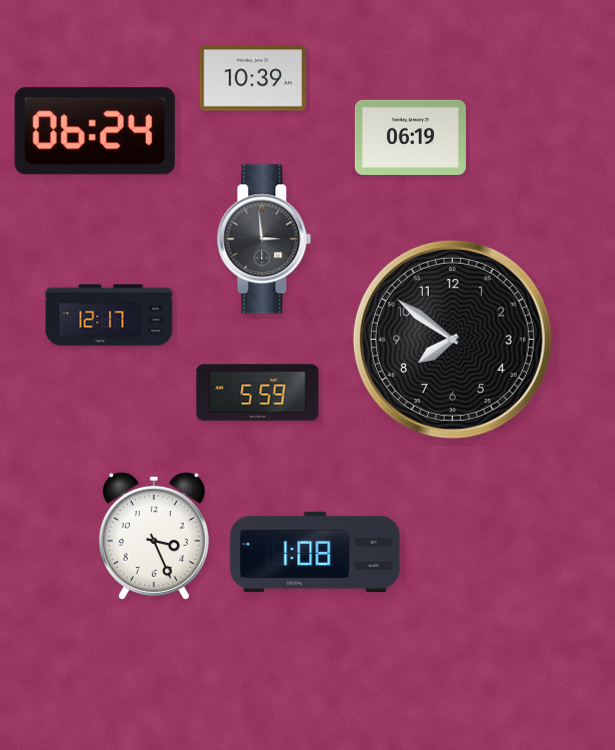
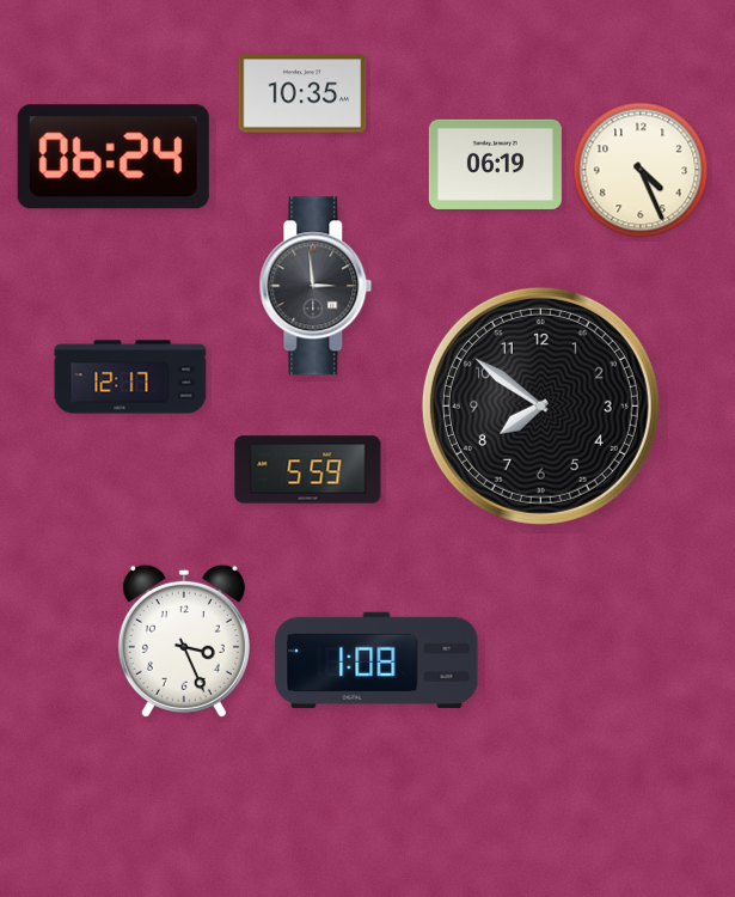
clock at (253, 78): 10:39 -> 10:35
clock at (410, 137) position: (410, 137) -> (495, 164)
clock at (641, 170): none -> 4:26
